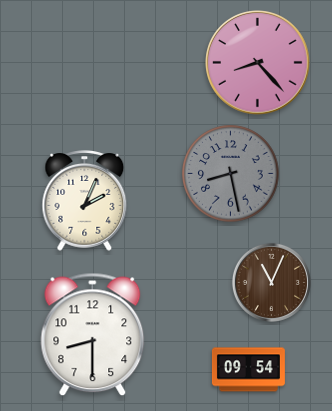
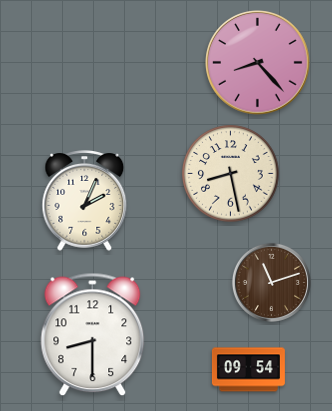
clock at (231, 174) dial: grey -> cream
clock at (271, 282): 11:04 -> 11:12
